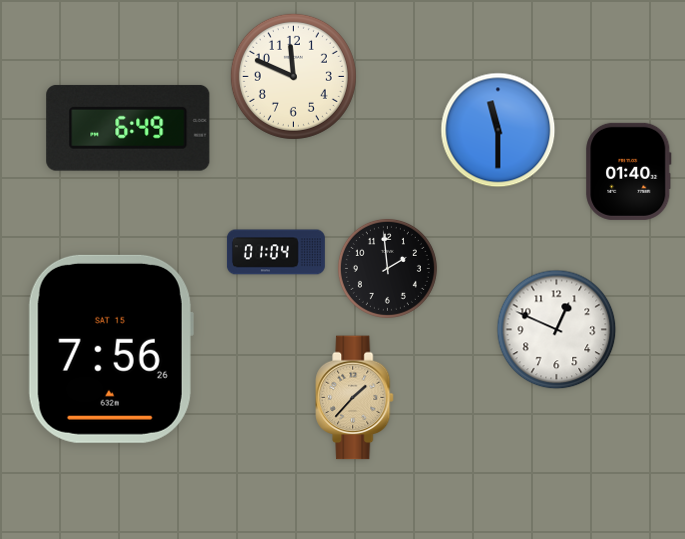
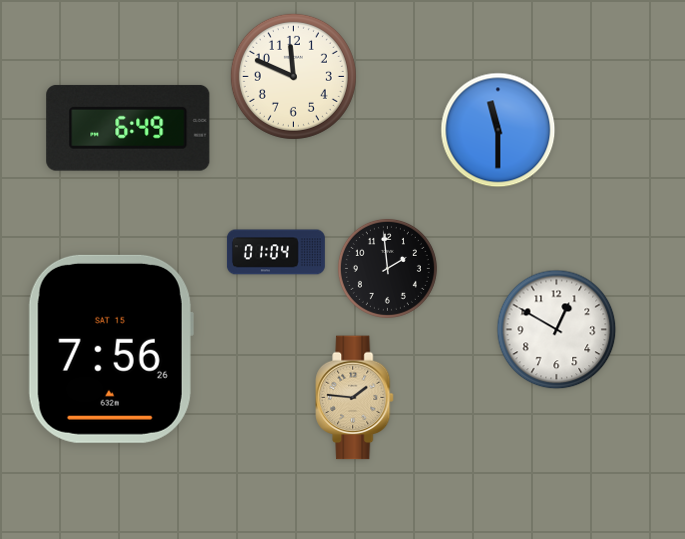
clock at (629, 171): 01:40 -> none
clock at (557, 330): 12:49 -> 12:50
clock at (355, 398): 1:37 -> 1:46
